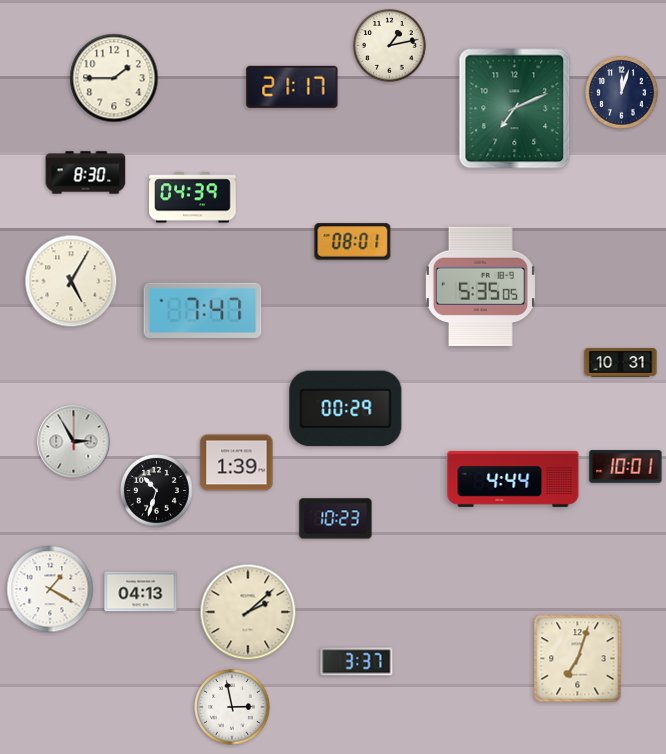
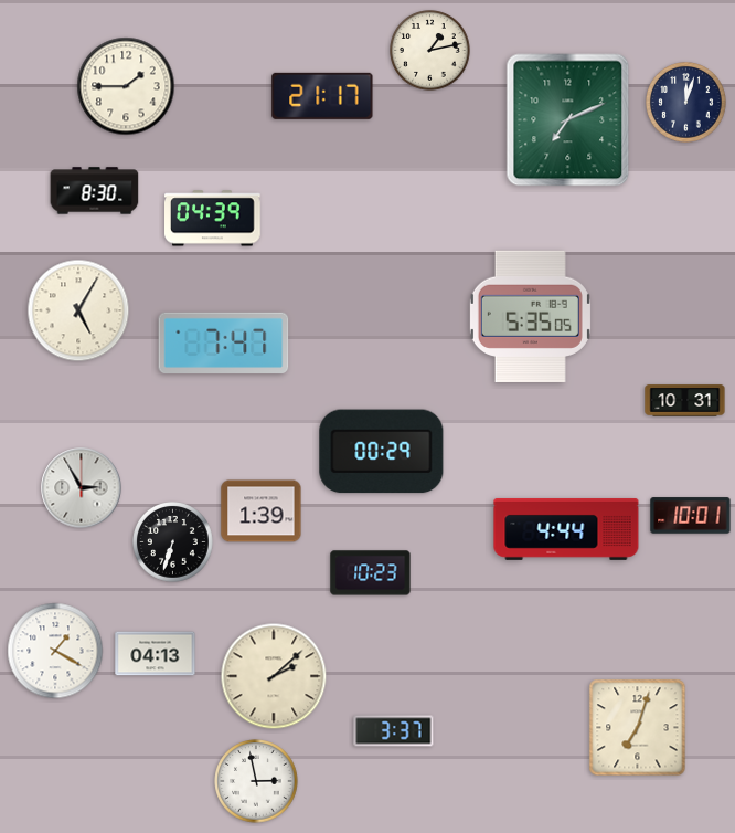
clock at (353, 242): 08:01 -> none
clock at (157, 491): 10:33 -> 6:33
